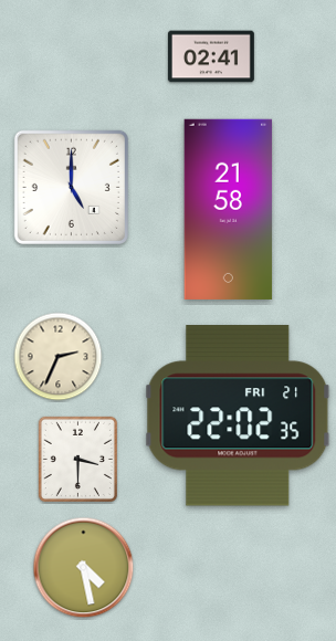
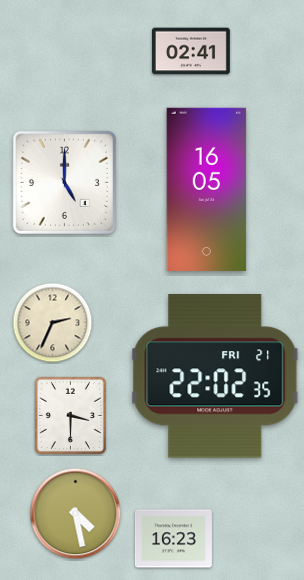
clock at (71, 187) position: (71, 187) -> (64, 182)
clock at (229, 209): 21:58 -> 16:05
clock at (173, 539): none -> 16:23
